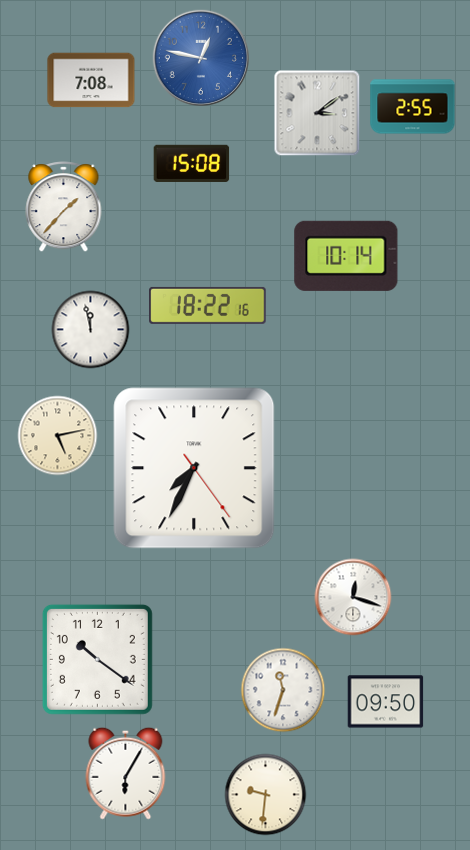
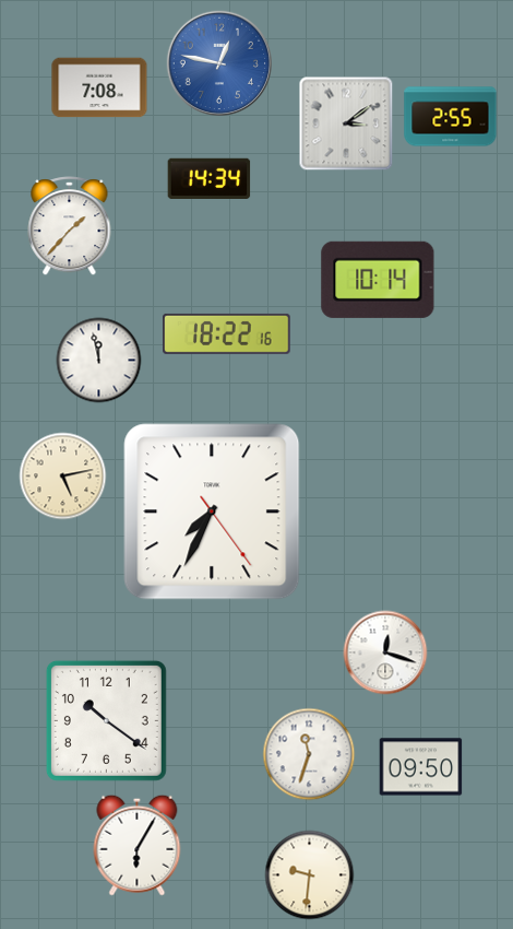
clock at (192, 163): 15:08 -> 14:34
clock at (266, 795) position: (266, 795) -> (310, 875)
